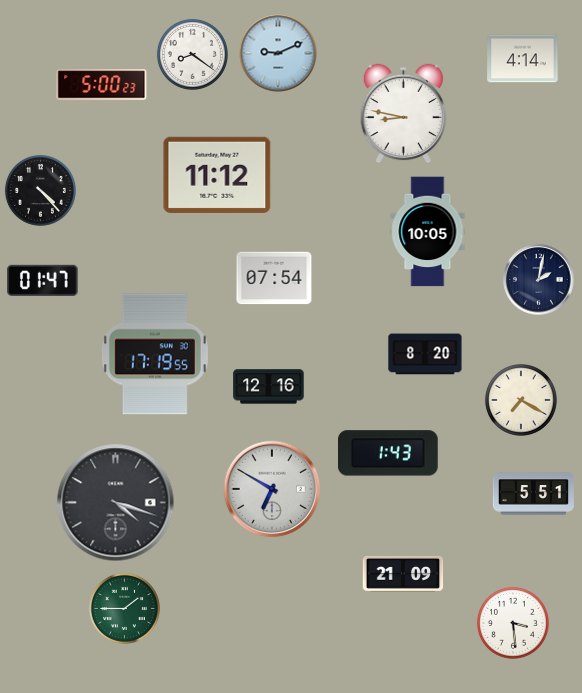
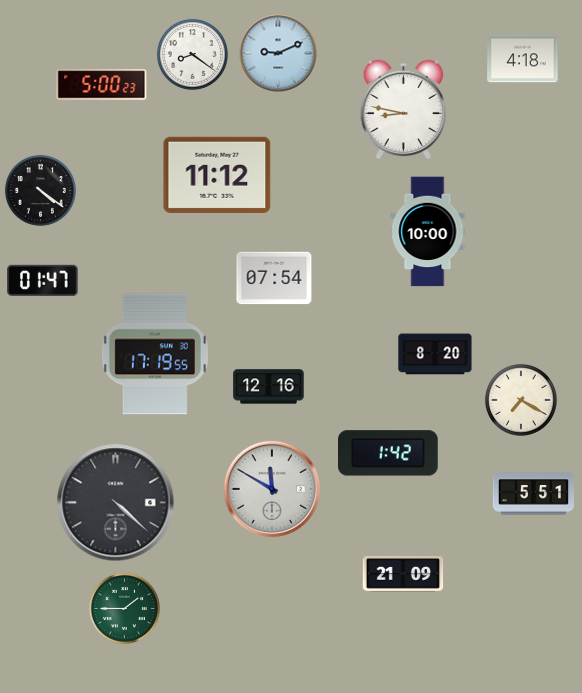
clock at (523, 59): 4:14 -> 4:18
clock at (403, 114) position: (403, 114) -> (403, 110)
clock at (40, 190): 4:23 -> 4:21
clock at (428, 232): 10:05 -> 10:00
clock at (539, 280): 2:02 -> none
clock at (425, 354) position: (425, 354) -> (435, 354)
clock at (389, 453): 1:43 -> 1:42
clock at (272, 489): 6:50 -> 11:50
clock at (116, 503): 4:18 -> 4:22
clock at (513, 623): 3:29 -> none
